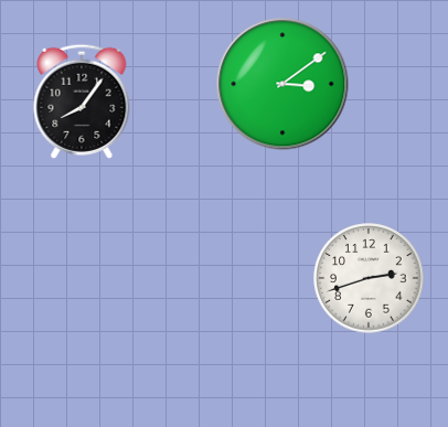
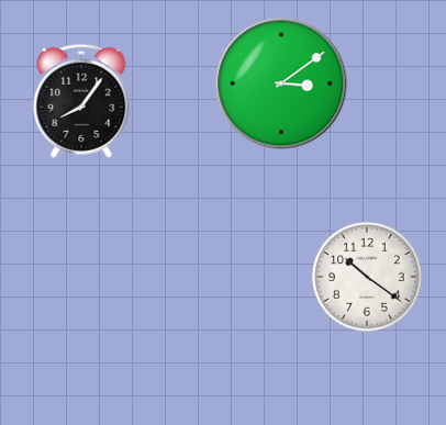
clock at (369, 278): 2:42 -> 10:21
